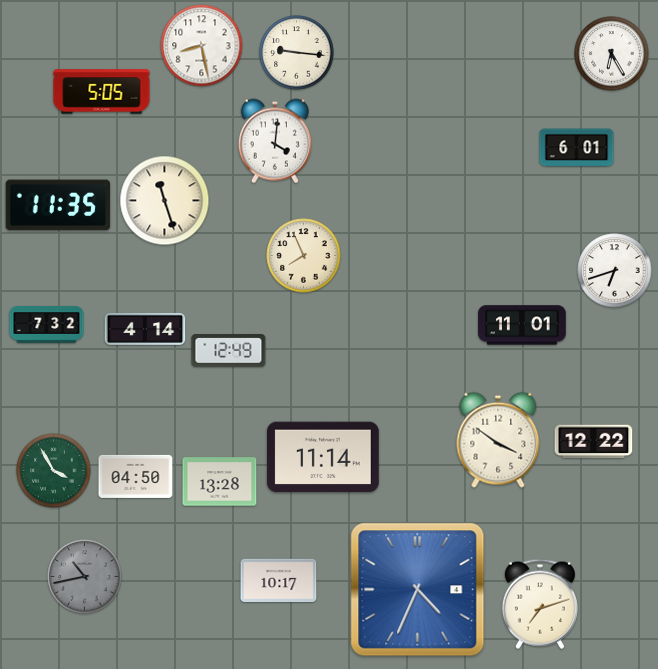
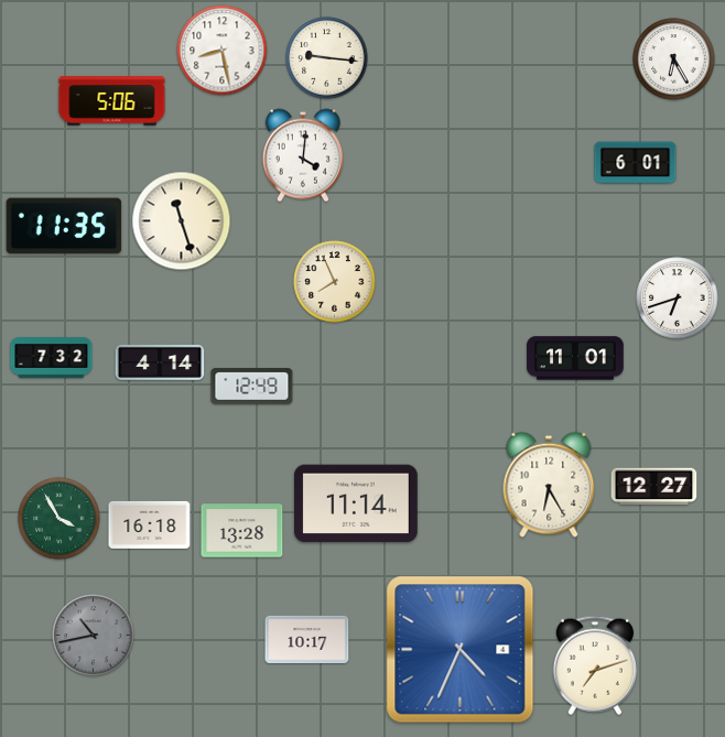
clock at (102, 92): 5:05 -> 5:06
clock at (498, 440): 3:51 -> 6:25
clock at (594, 442): 12:22 -> 12:27
clock at (136, 476): 04:50 -> 16:18
